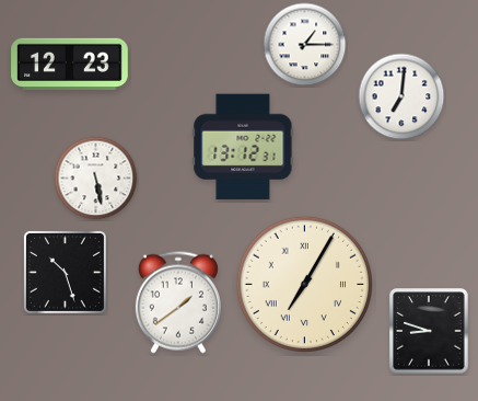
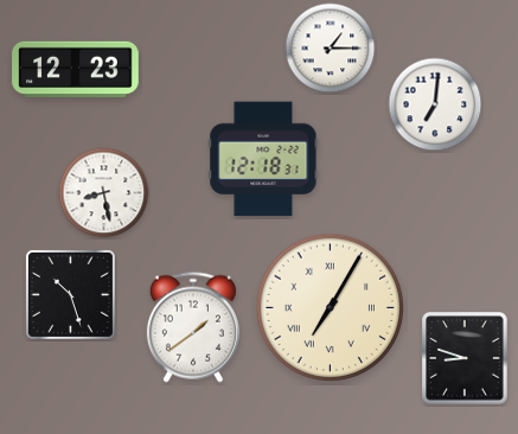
clock at (243, 147): 13:12 -> 12:18
clock at (96, 179): 5:28 -> 8:28
